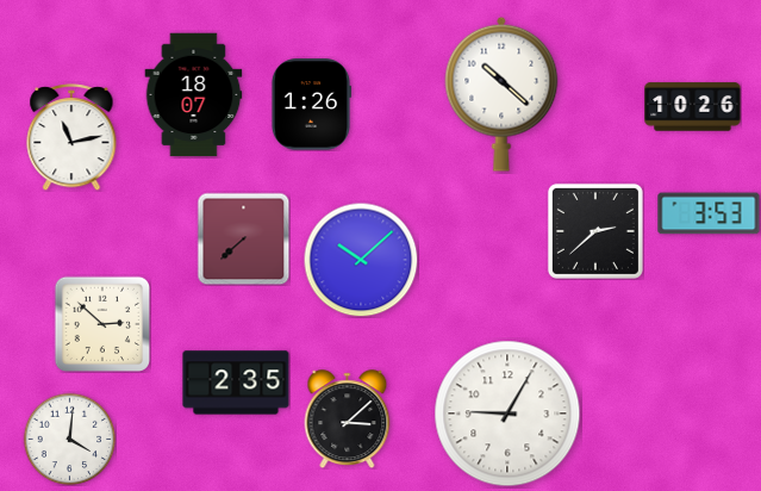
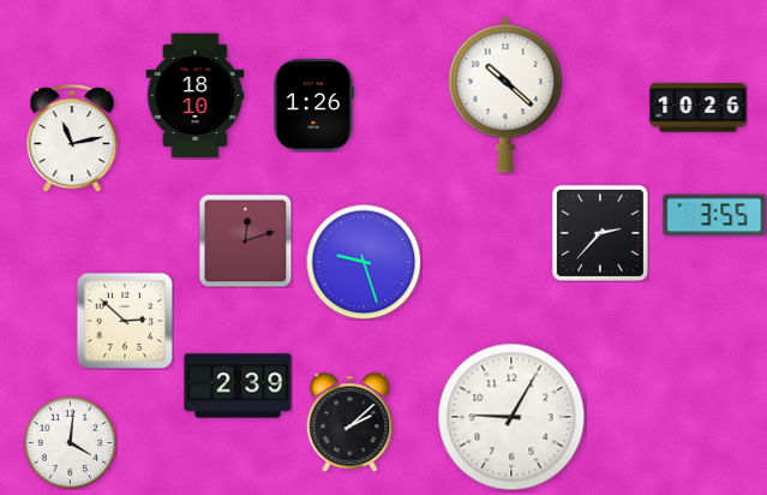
clock at (194, 95): 18:07 -> 18:10
clock at (709, 213): 3:53 -> 3:55
clock at (595, 231): 2:38 -> 2:37
clock at (243, 238): 7:38 -> 12:12
clock at (361, 260): 10:08 -> 9:27
clock at (101, 323) position: (101, 323) -> (124, 320)
clock at (236, 383): 2:35 -> 2:39
clock at (348, 419): 3:08 -> 2:08
